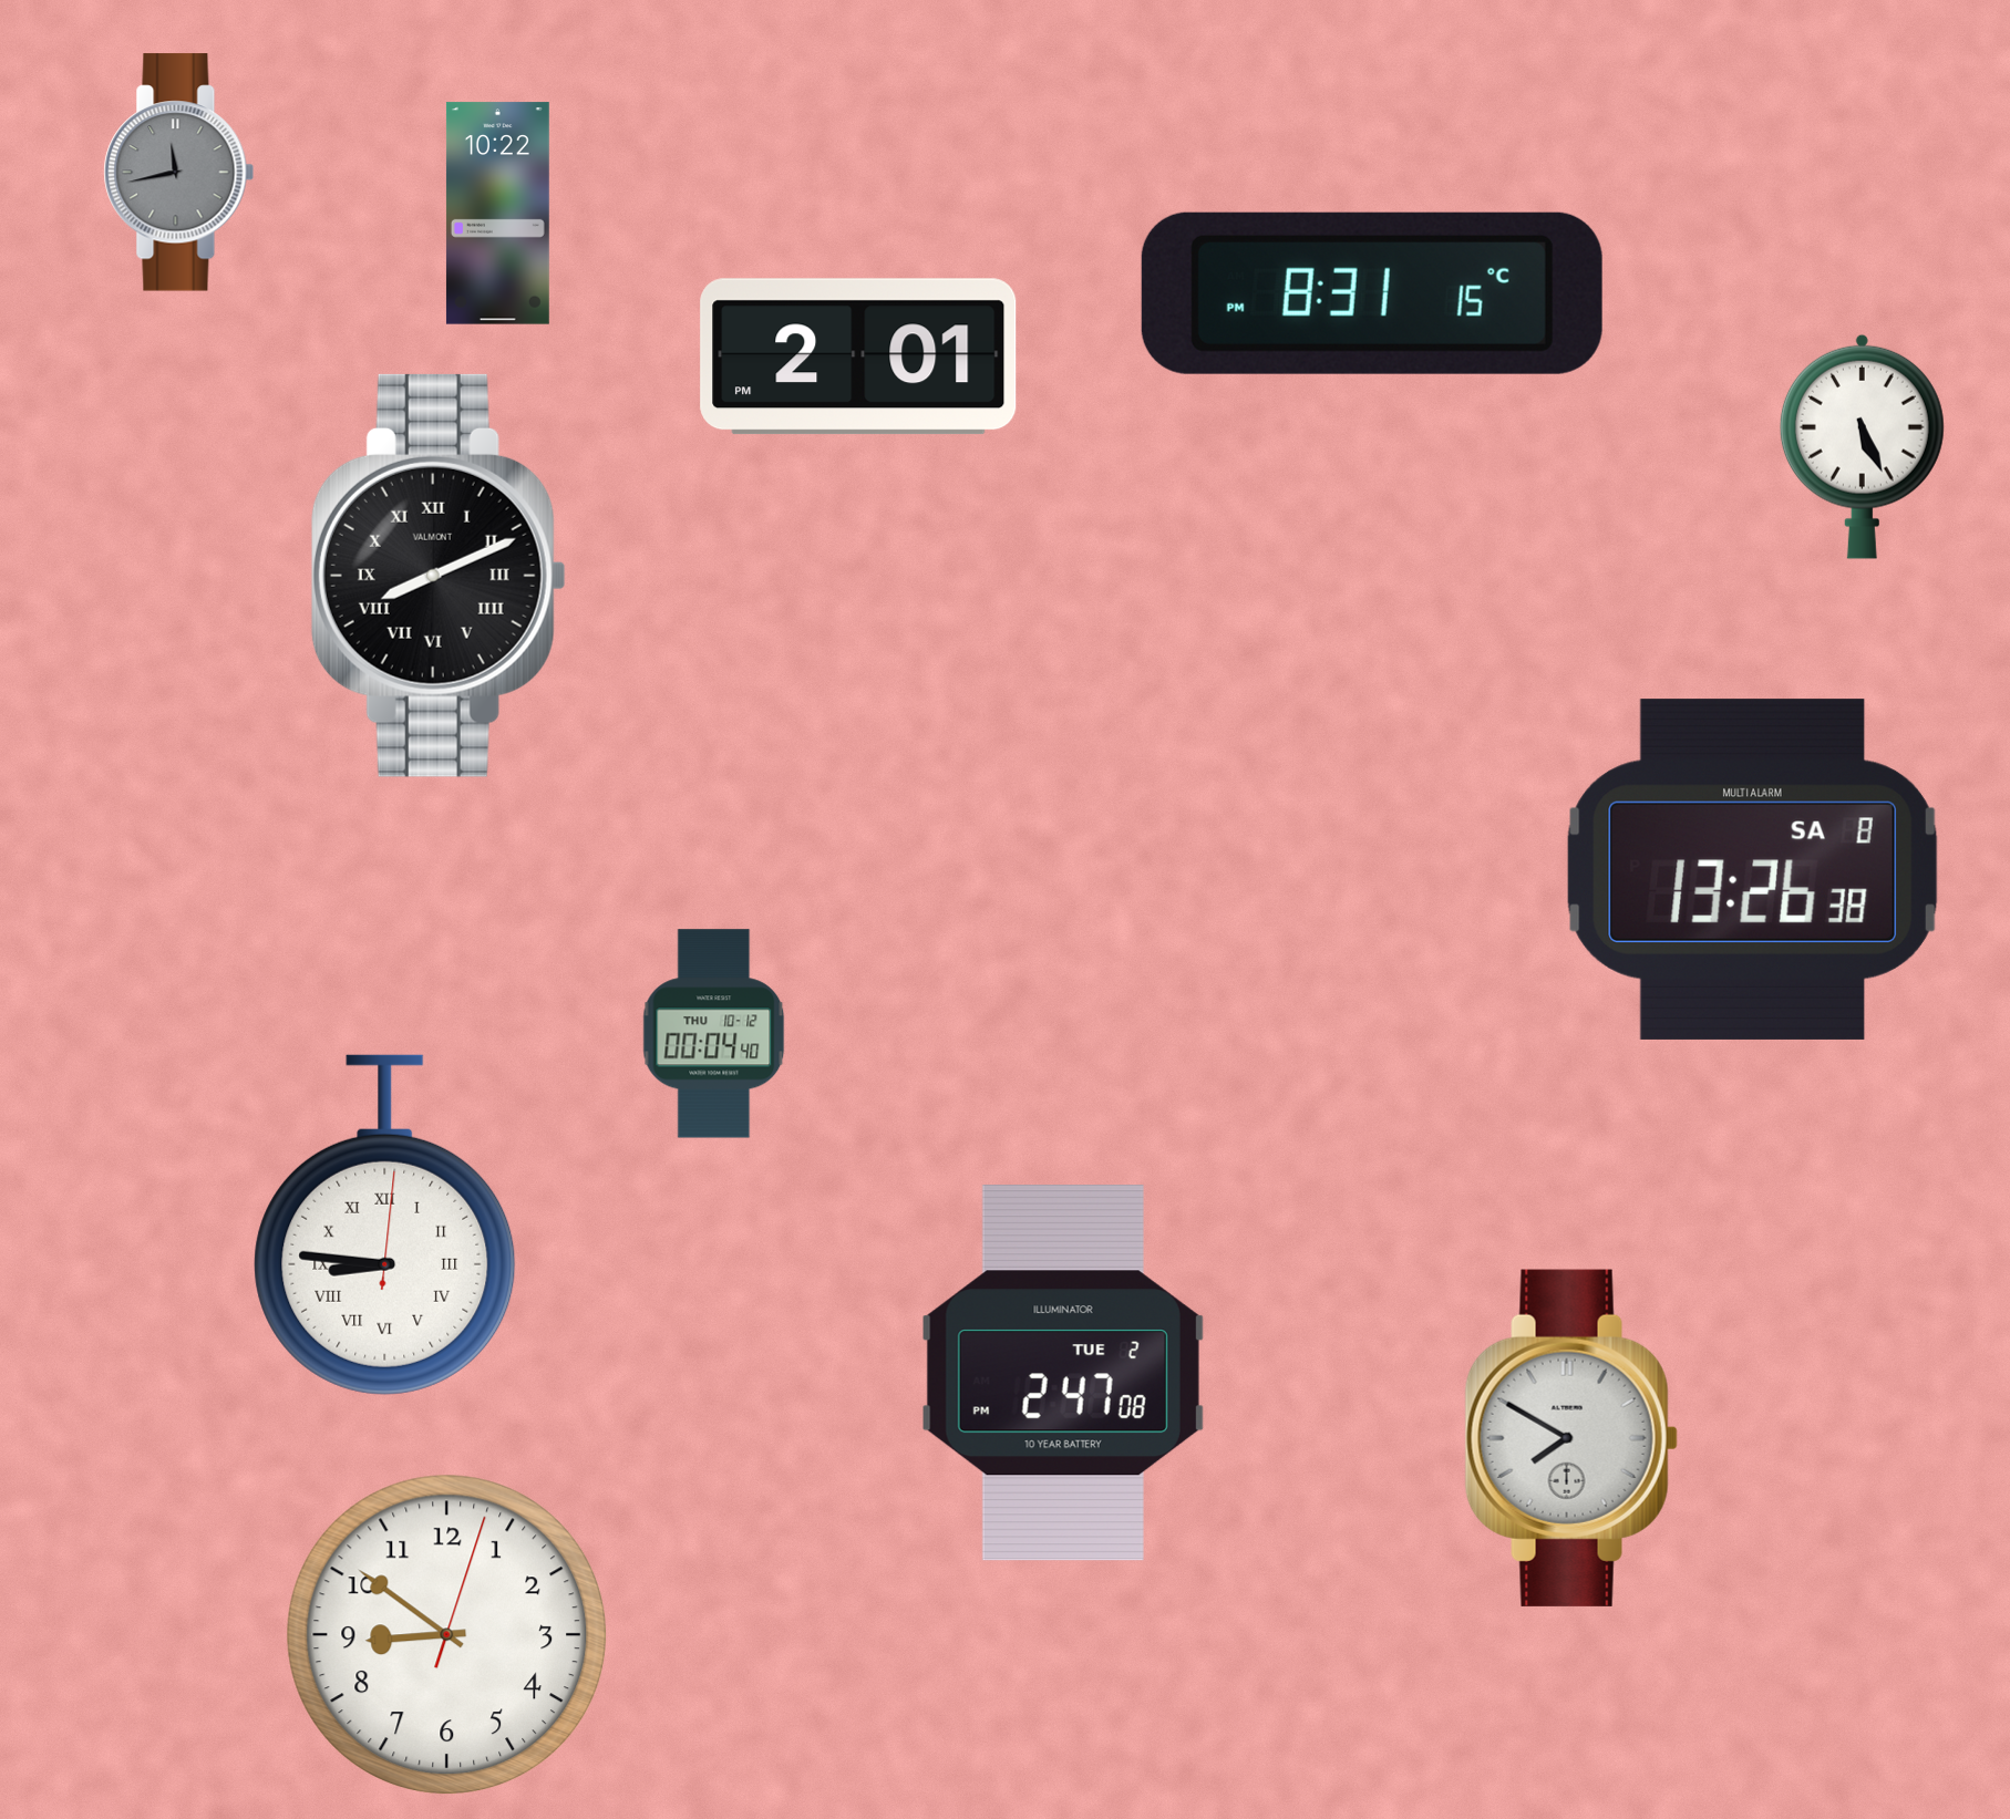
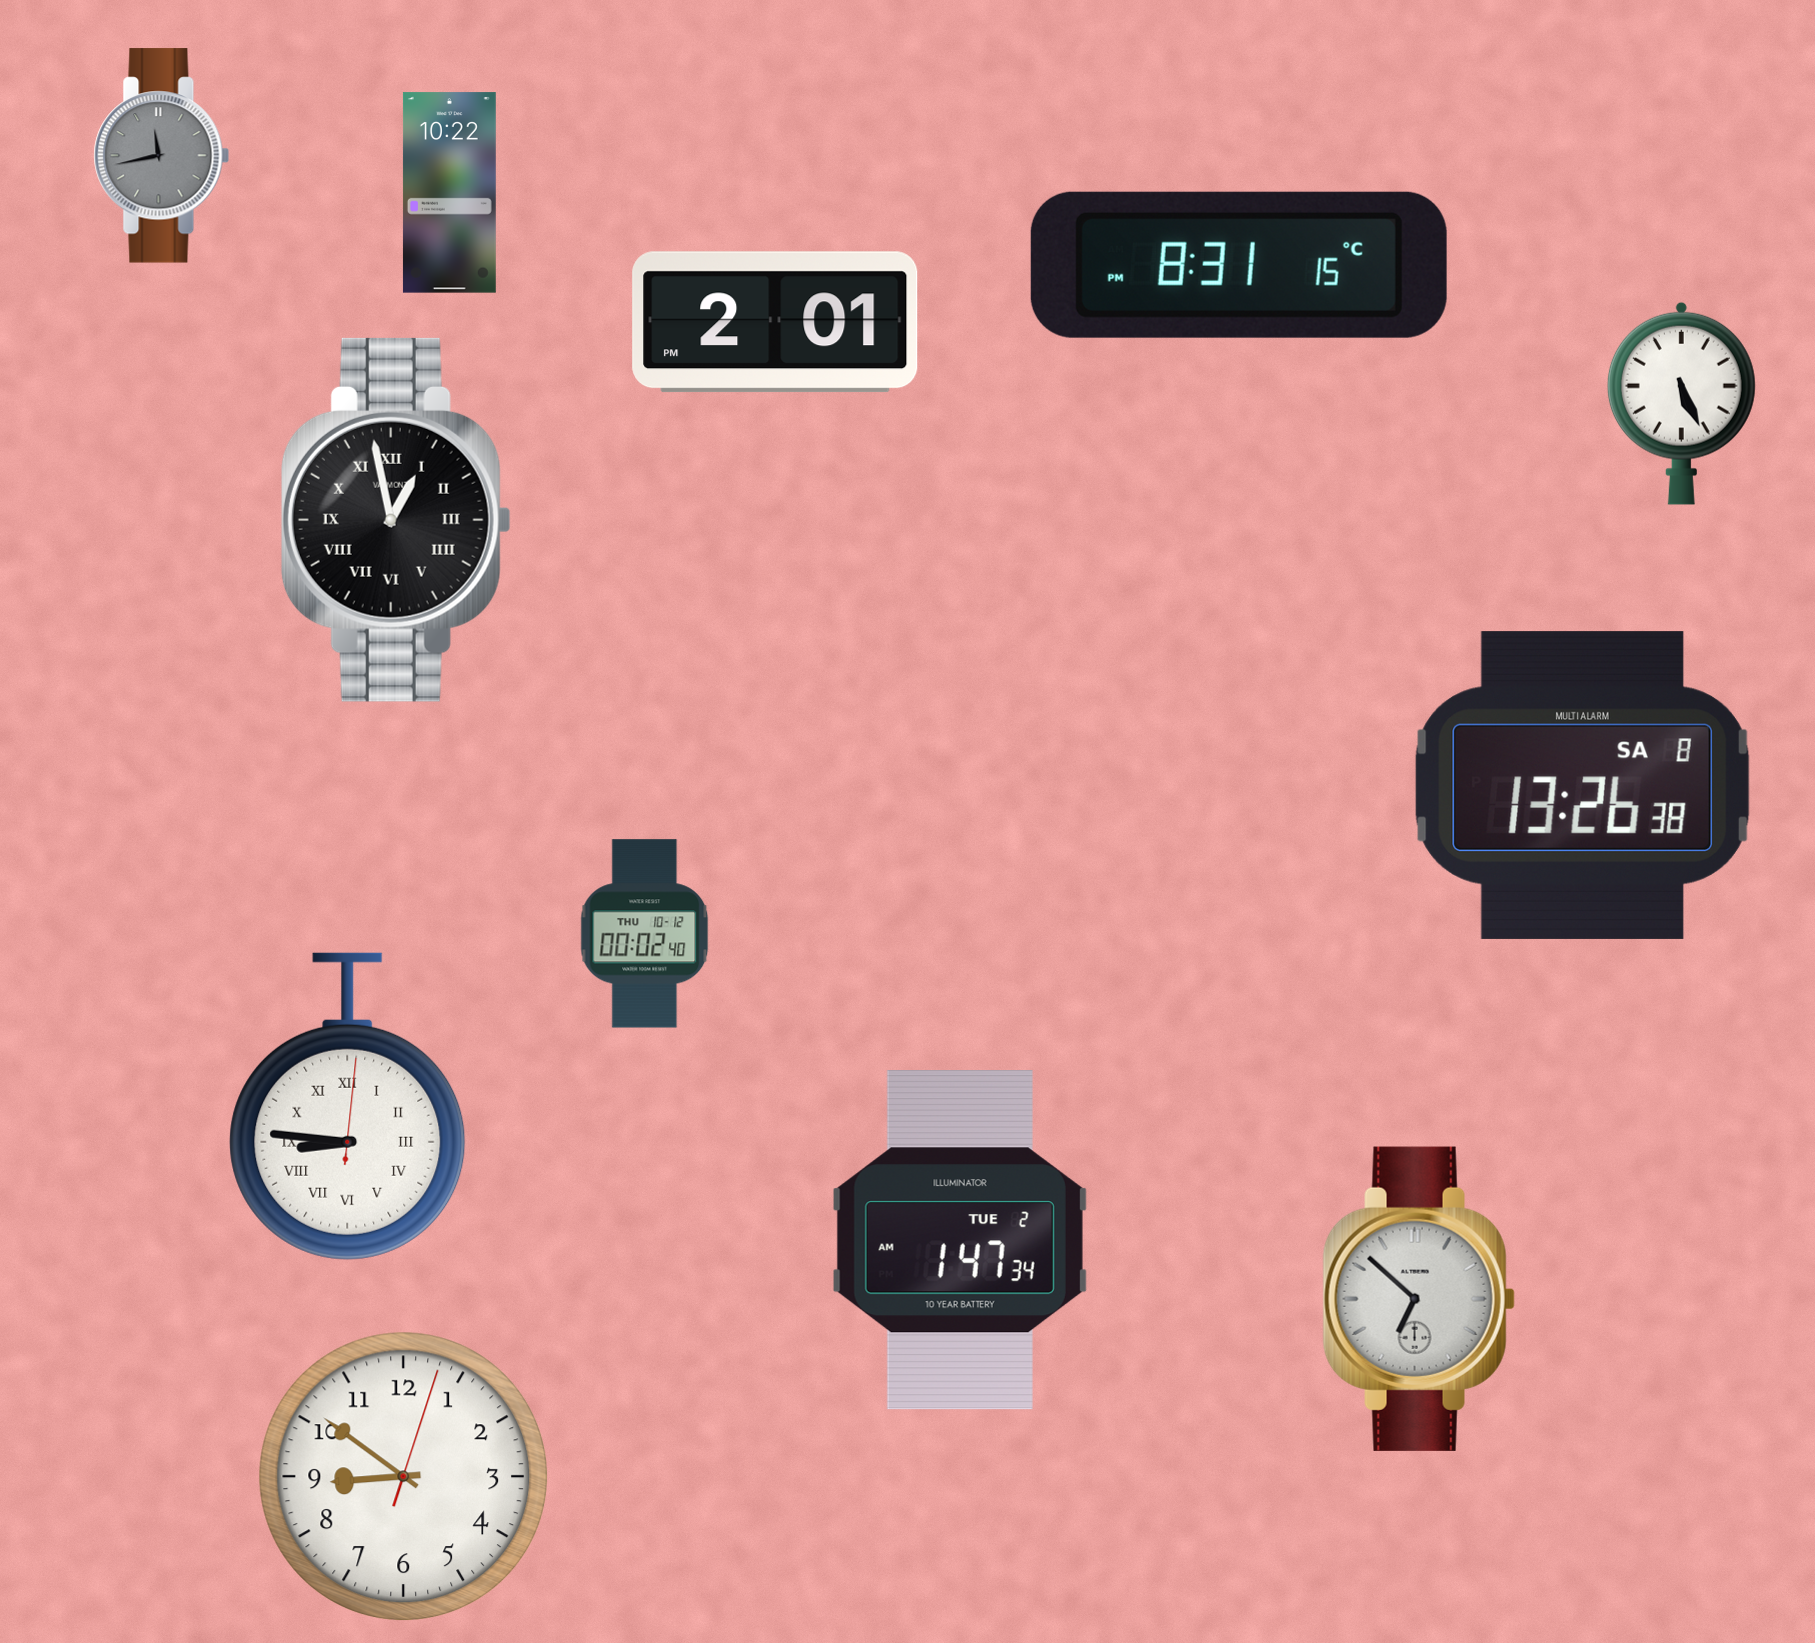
clock at (439, 576): 8:11 -> 12:58
clock at (714, 1034): 00:04 -> 00:02
clock at (1063, 1373): 2:47 -> 1:47
clock at (1571, 1438): 7:50 -> 6:52
